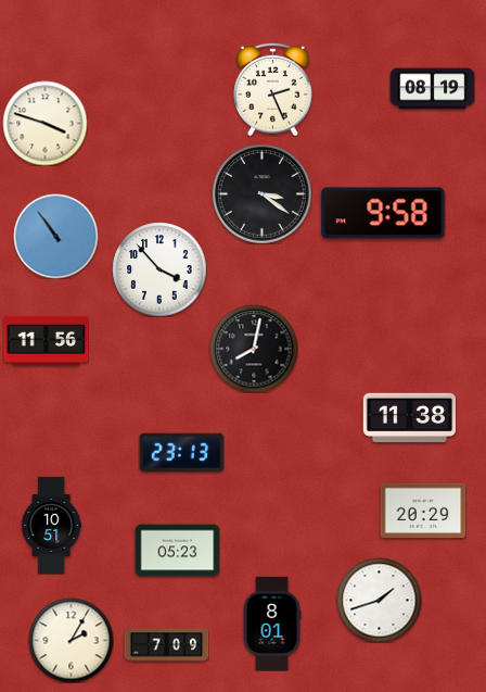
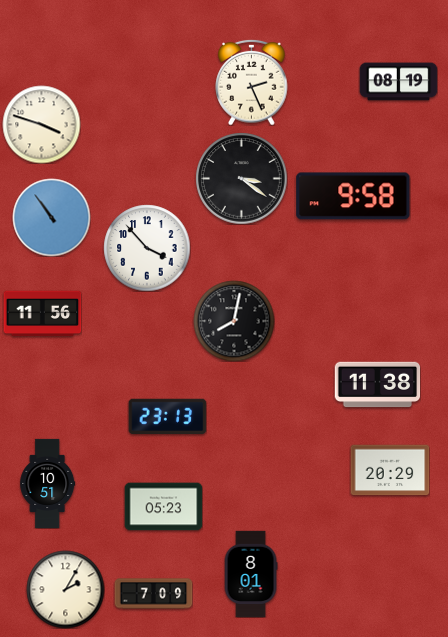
clock at (44, 123) position: (44, 123) -> (41, 124)
clock at (379, 600): 1:42 -> none
